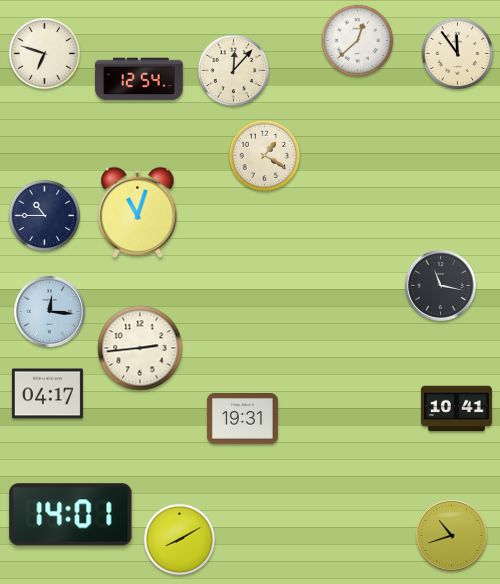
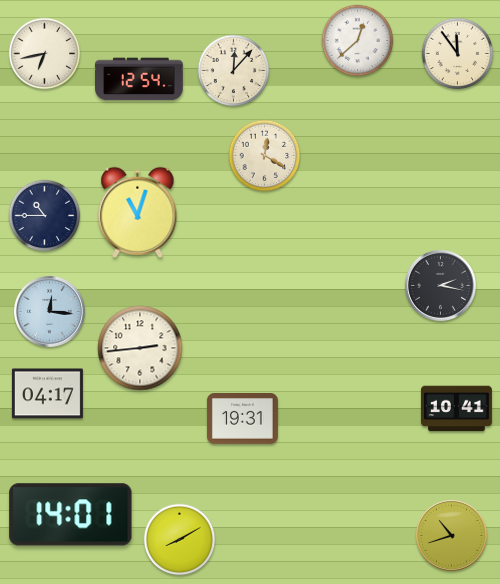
clock at (45, 54): 6:48 -> 6:43
clock at (265, 156): 1:20 -> 12:20
clock at (440, 285): 11:17 -> 2:17
